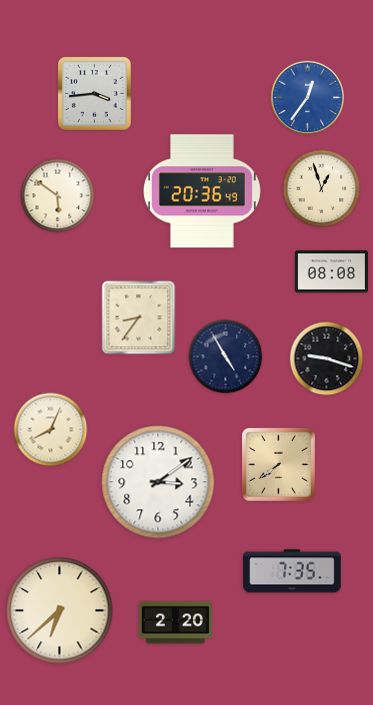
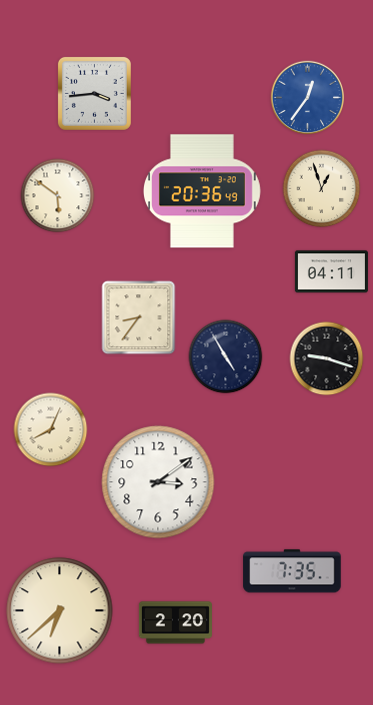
clock at (331, 272): 08:08 -> 04:11
clock at (278, 464): 7:39 -> none
